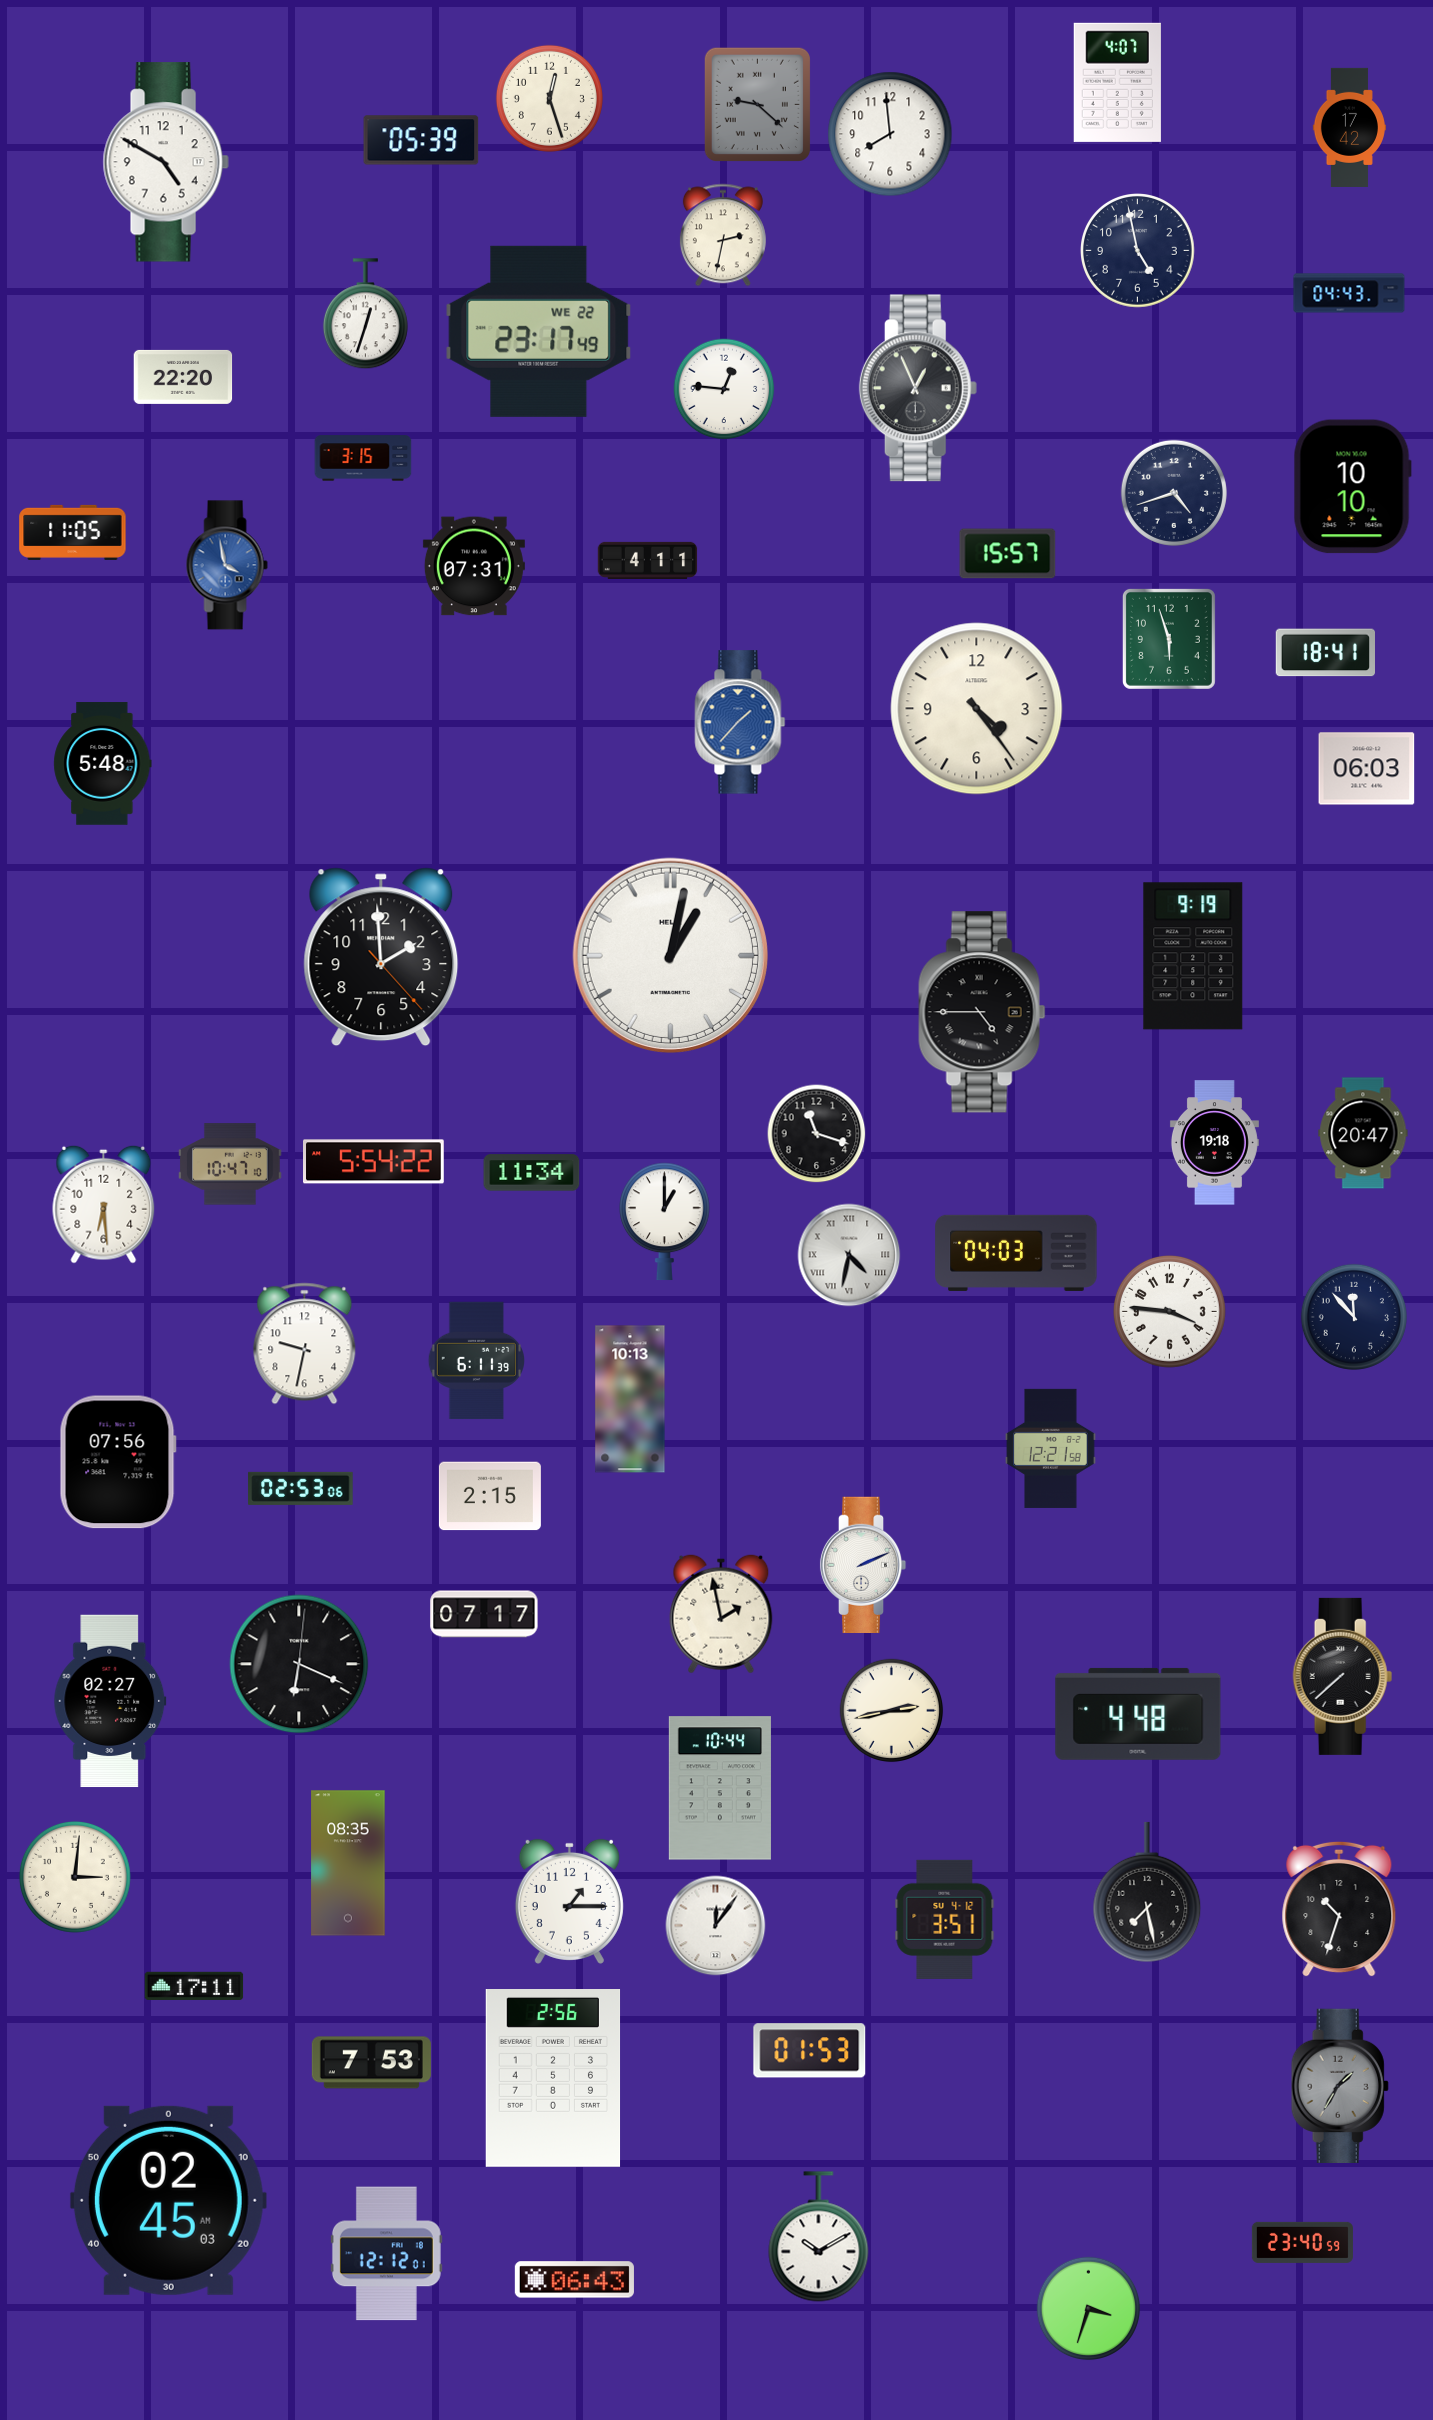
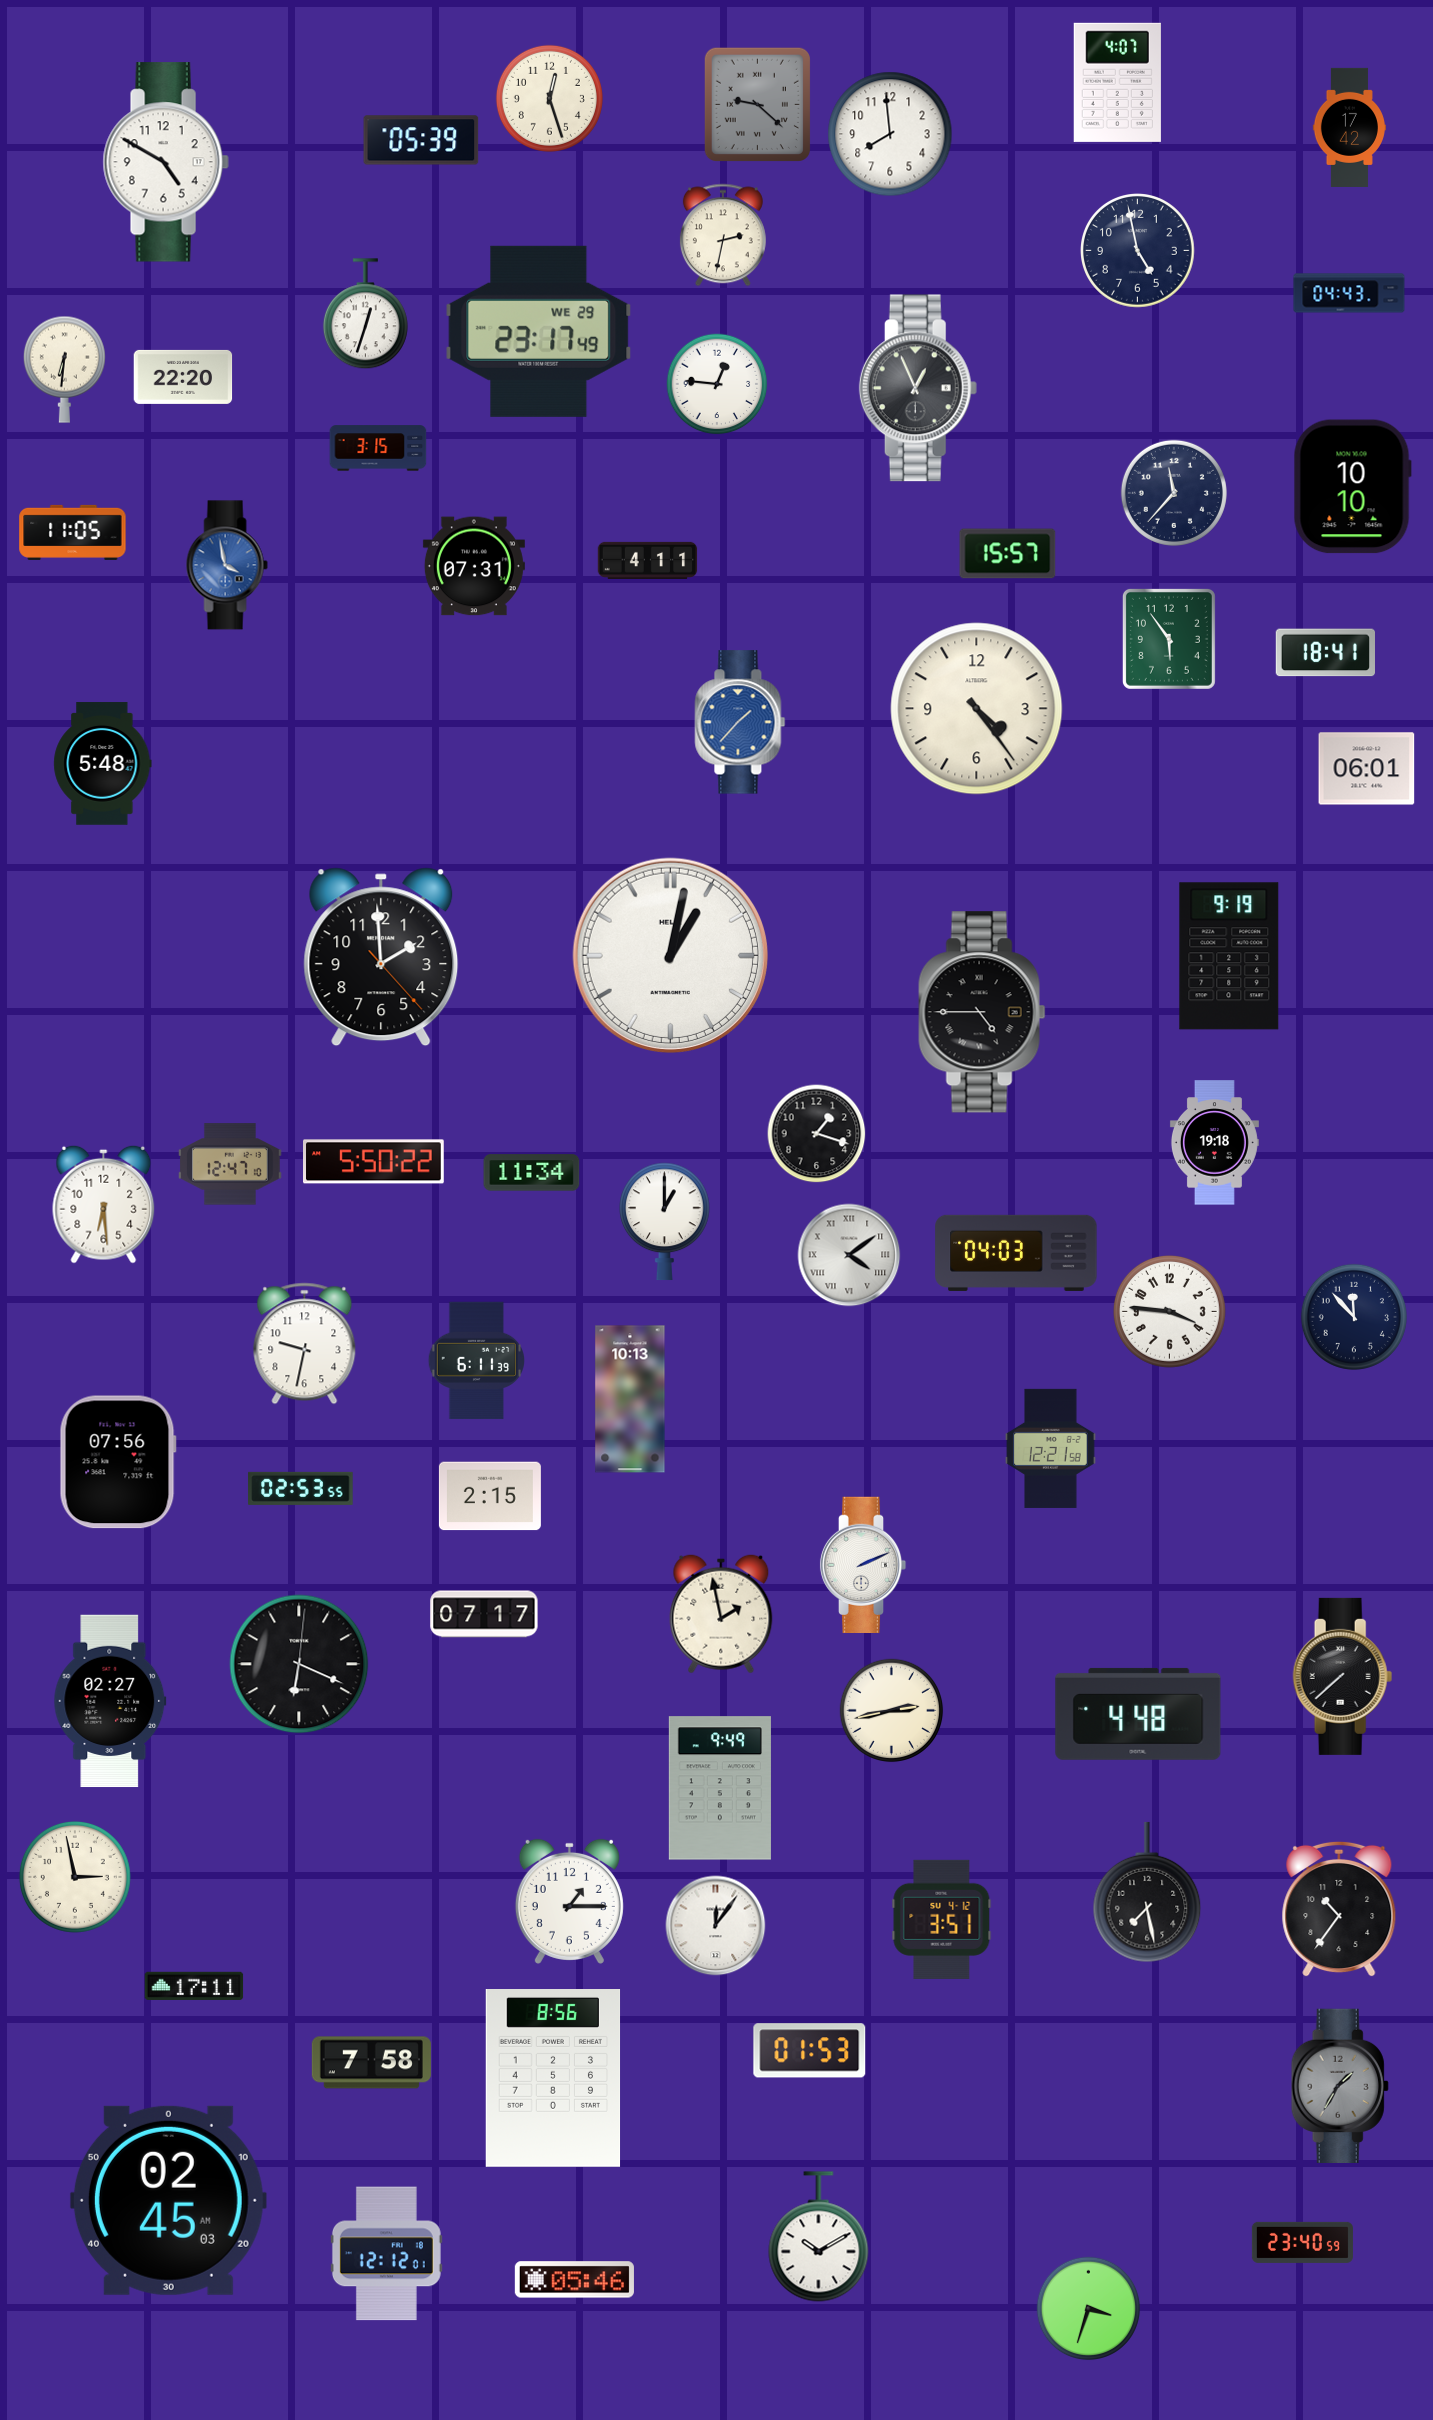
clock at (539, 331) date: WE 22 -> WE 29
clock at (64, 369): none -> 6:31
clock at (724, 389) position: (724, 389) -> (717, 384)
clock at (363, 458) position: (363, 458) -> (378, 448)
clock at (1174, 493): 4:42 -> 11:37
clock at (1169, 639): 5:57 -> 5:54
clock at (1367, 769): 06:03 -> 06:01
clock at (1193, 956) position: (1193, 956) -> (1229, 956)
clock at (1363, 1133): 20:47 -> none
clock at (817, 1134): 11:18 -> 1:18
clock at (374, 1162): 5:54 -> 5:50
clock at (231, 1164): 10:47 -> 12:47
clock at (849, 1255): 4:32 -> 4:09
clock at (301, 1488): 02:53:06 -> 02:53:55
clock at (720, 1788): 10:44 -> 9:49
clock at (348, 1863): 08:35 -> none
clock at (75, 1877): 3:01 -> 2:58
clock at (1339, 1909): 10:33 -> 10:36
clock at (945, 1919) position: (945, 1919) -> (942, 1919)
clock at (371, 2063): 7:53 -> 7:58
clock at (553, 2079): 2:56 -> 8:56
clock at (574, 2280): 06:43 -> 05:46
